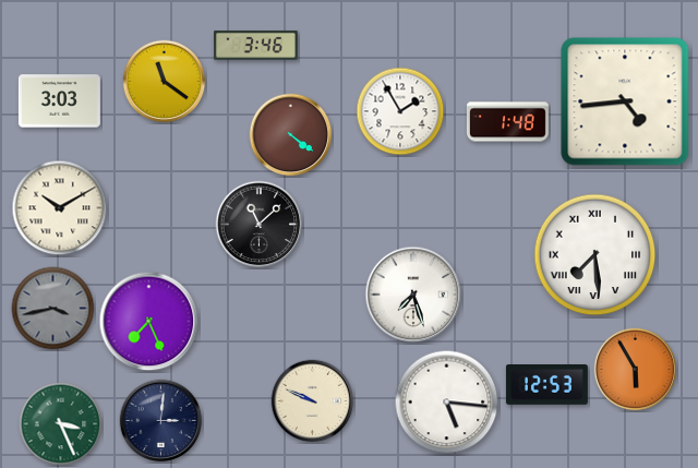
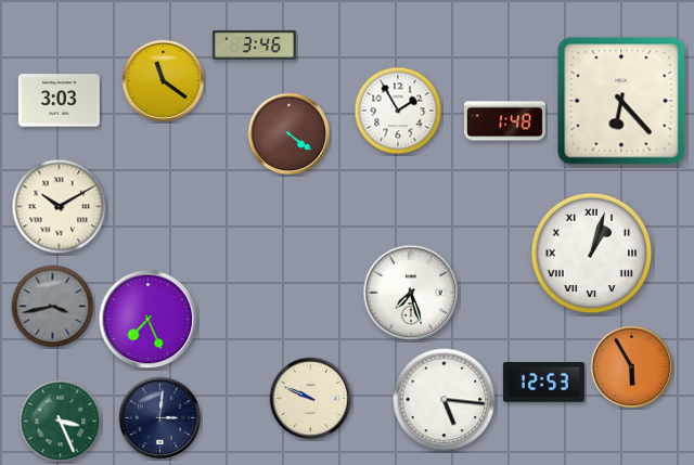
clock at (625, 101): 4:44 -> 6:23
clock at (260, 225): 11:08 -> none
clock at (595, 255): 7:29 -> 1:03
